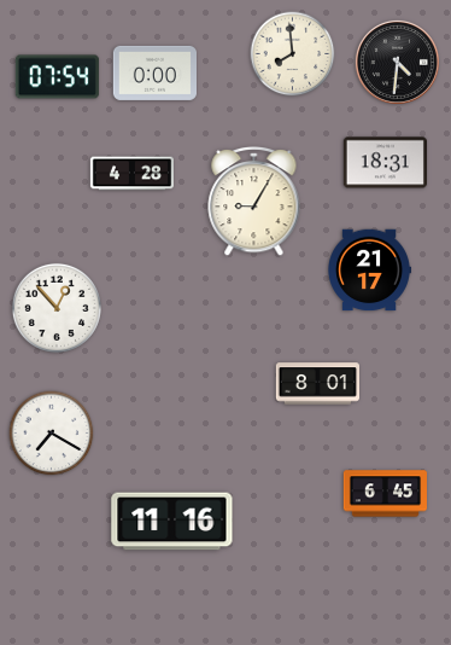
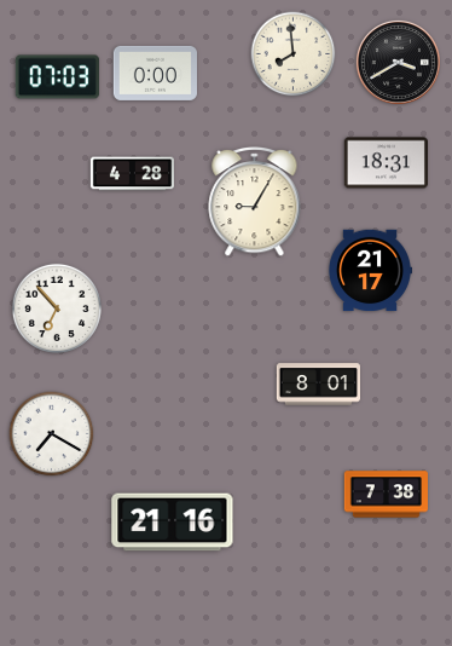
clock at (397, 62): 4:31 -> 3:40
clock at (57, 77): 07:54 -> 07:03
clock at (57, 308): 12:53 -> 6:53
clock at (385, 494): 6:45 -> 7:38
clock at (172, 522): 11:16 -> 21:16
